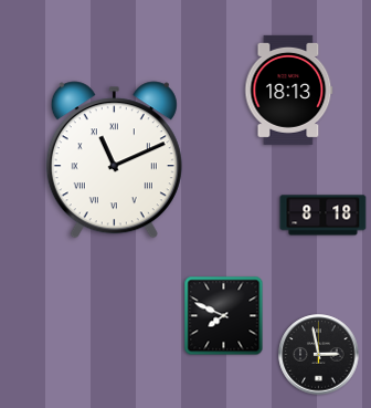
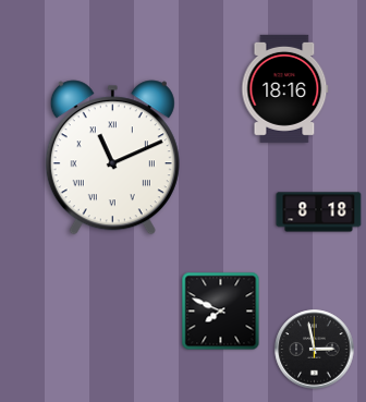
clock at (289, 90): 18:13 -> 18:16
